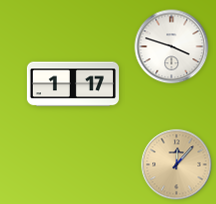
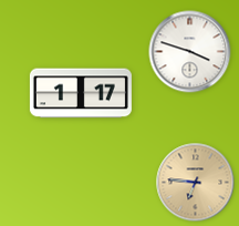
clock at (177, 165): 12:07 -> 6:46
